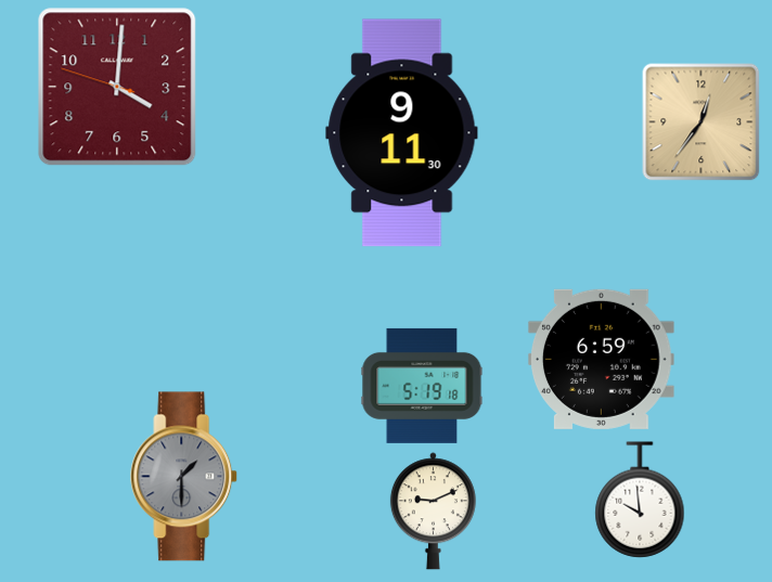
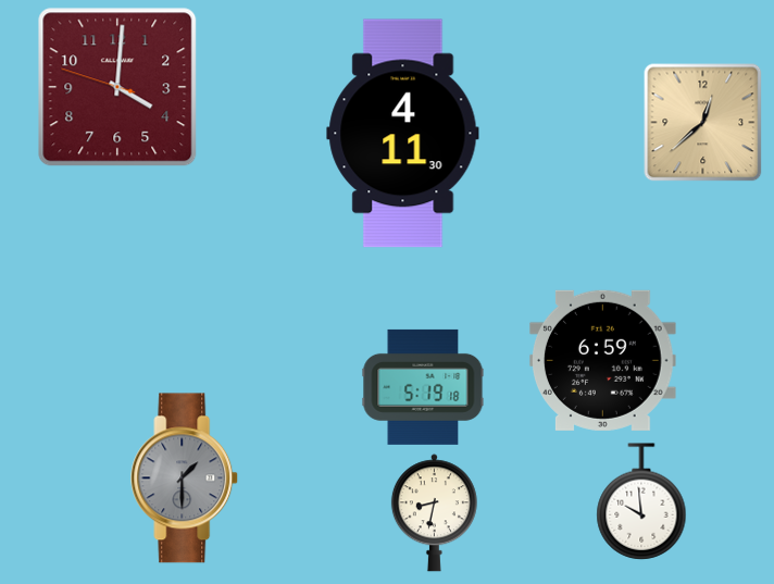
clock at (700, 121): 12:36 -> 12:38
clock at (402, 133): 9:11 -> 4:11
clock at (433, 512): 9:11 -> 8:32
